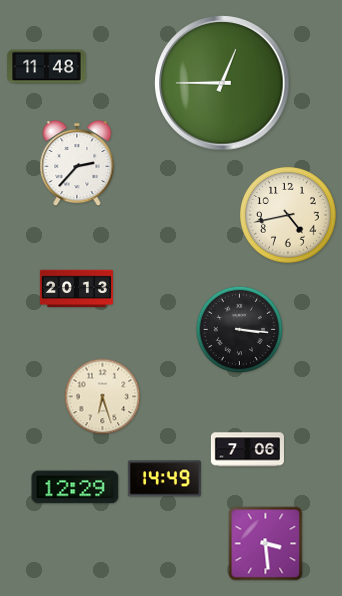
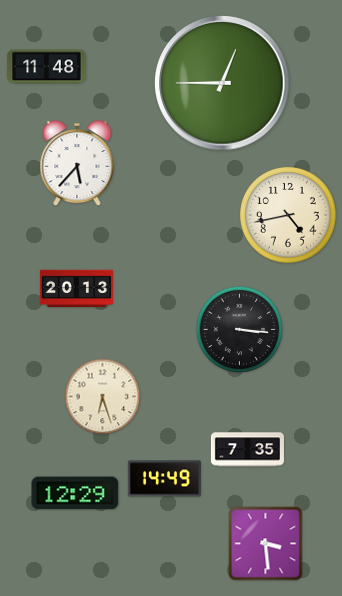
clock at (77, 163): 2:37 -> 5:37
clock at (247, 450): 7:06 -> 7:35
clock at (75, 487) position: (75, 487) -> (75, 493)
